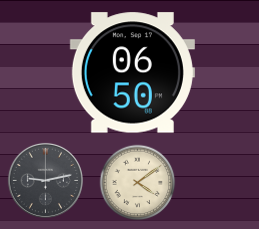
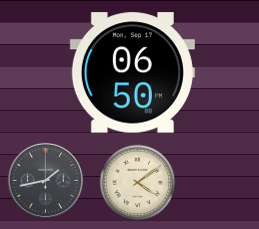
clock at (45, 180): 9:13 -> 1:43
